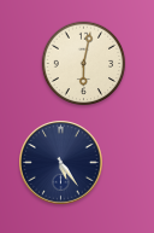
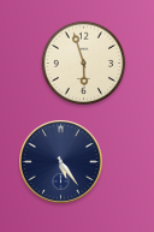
clock at (84, 64): 6:02 -> 5:57
